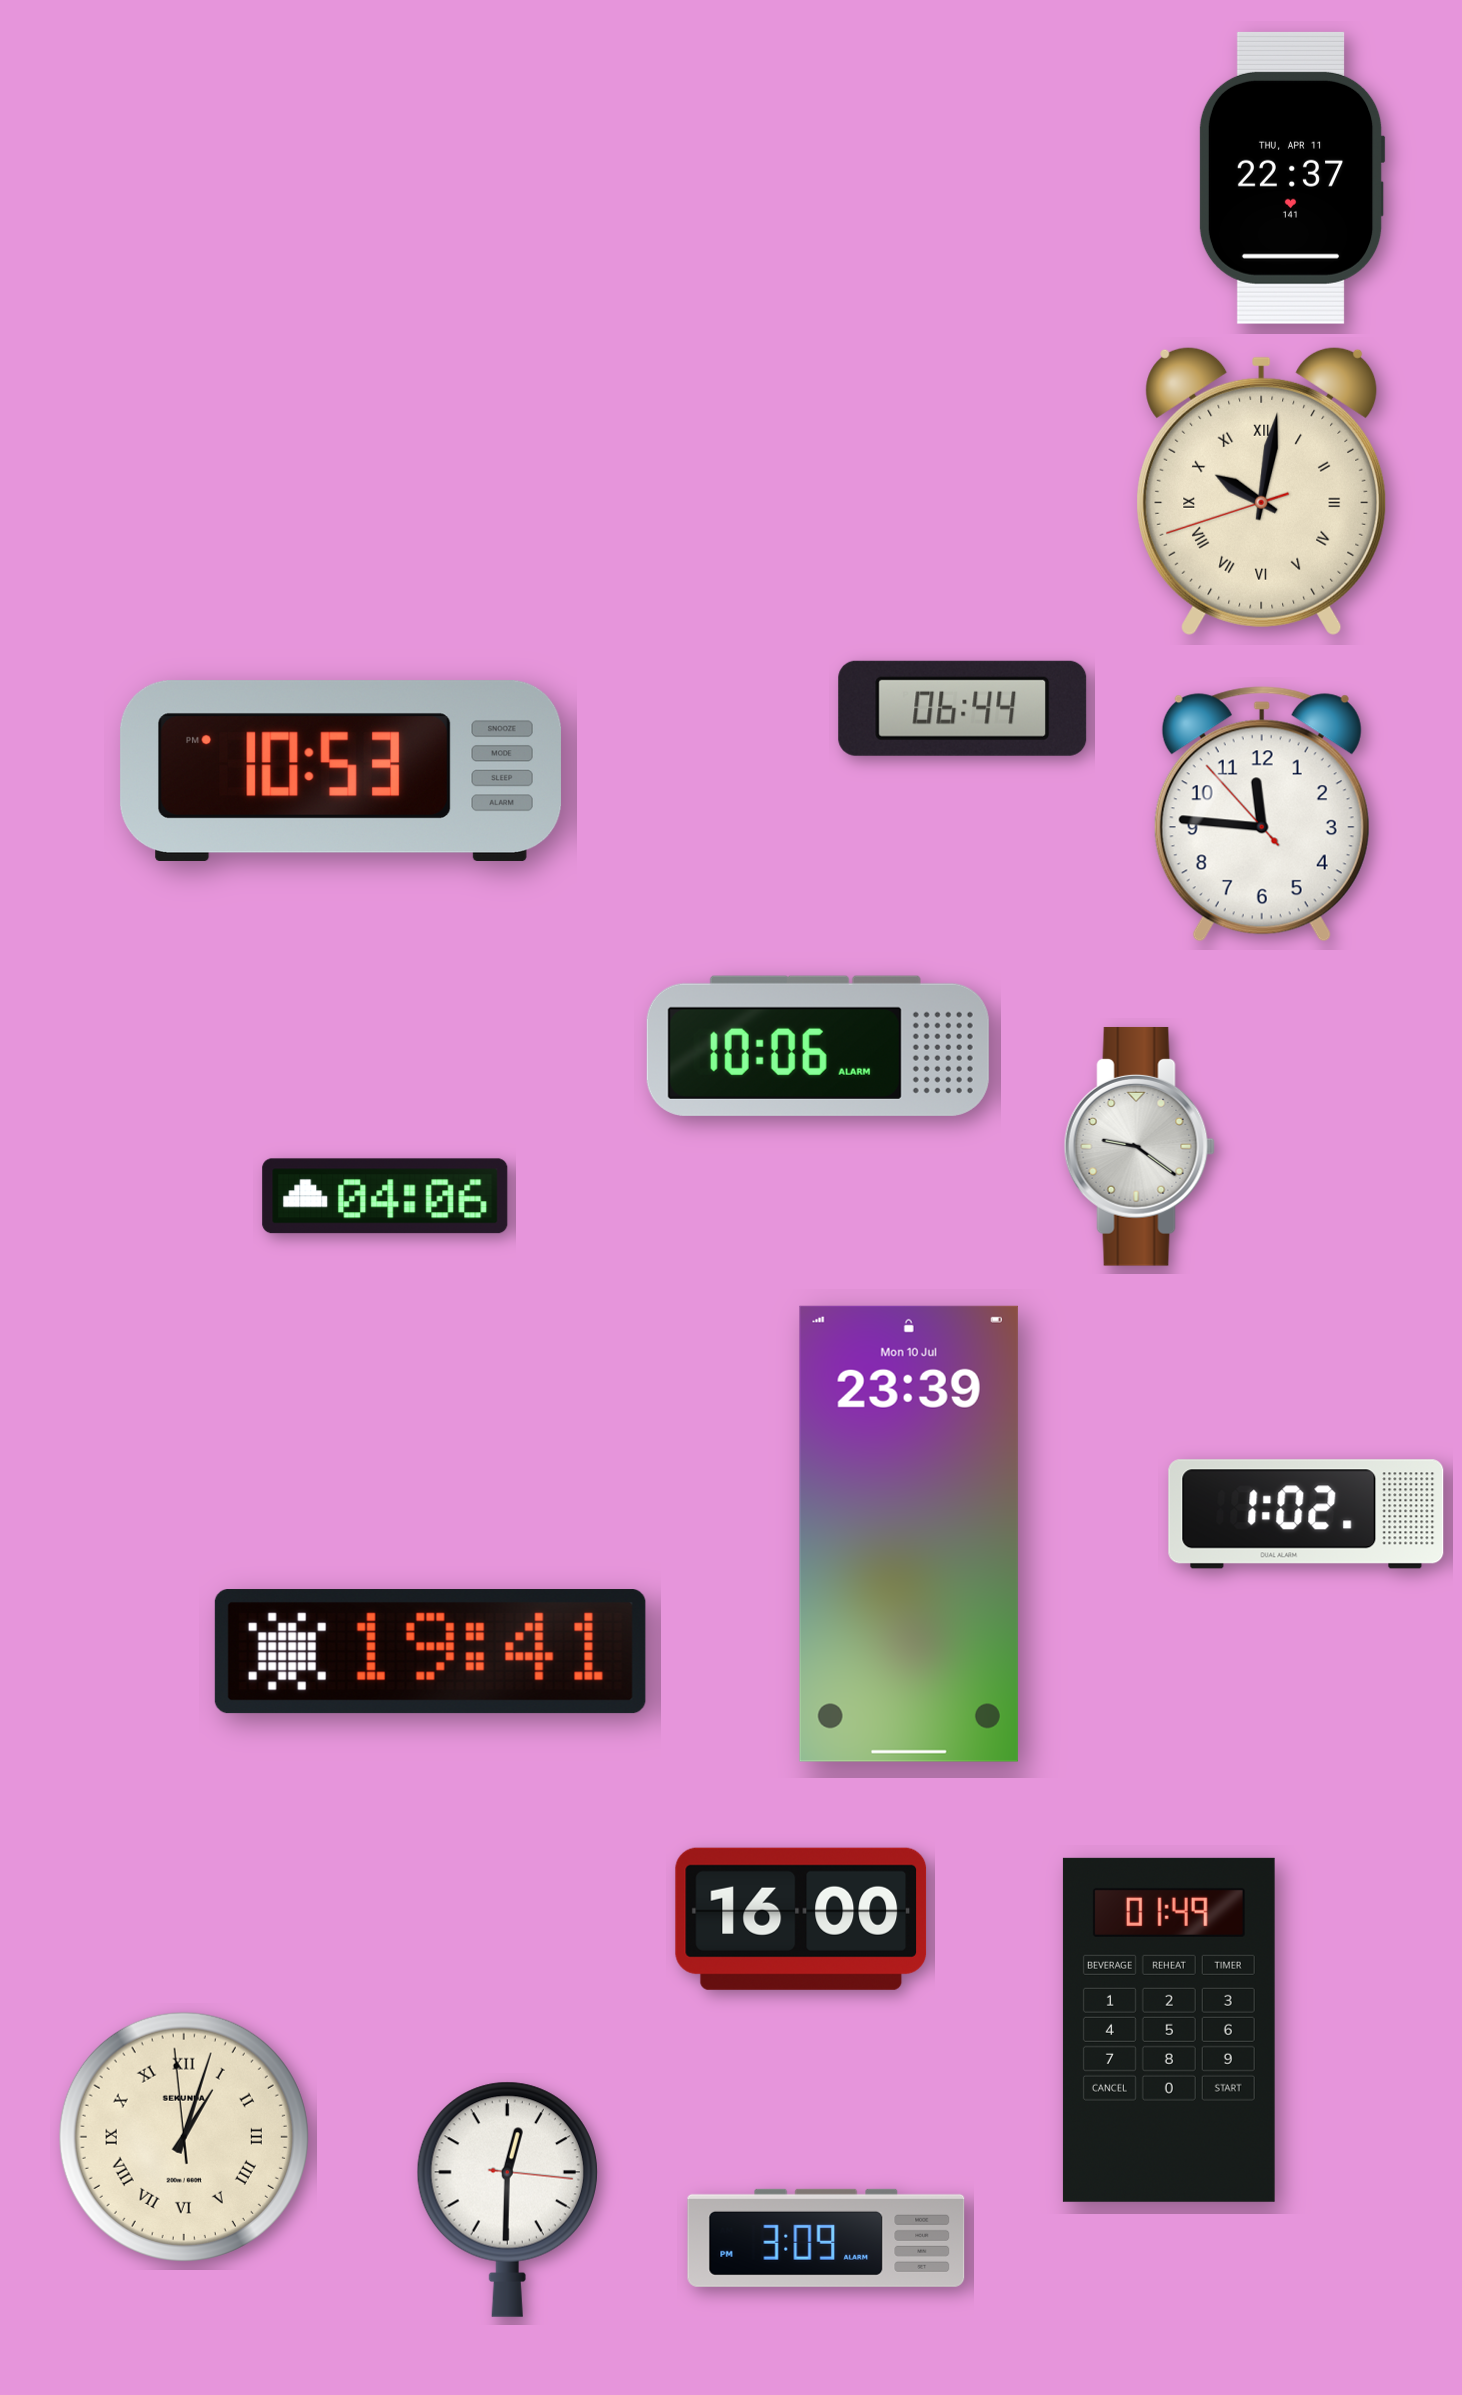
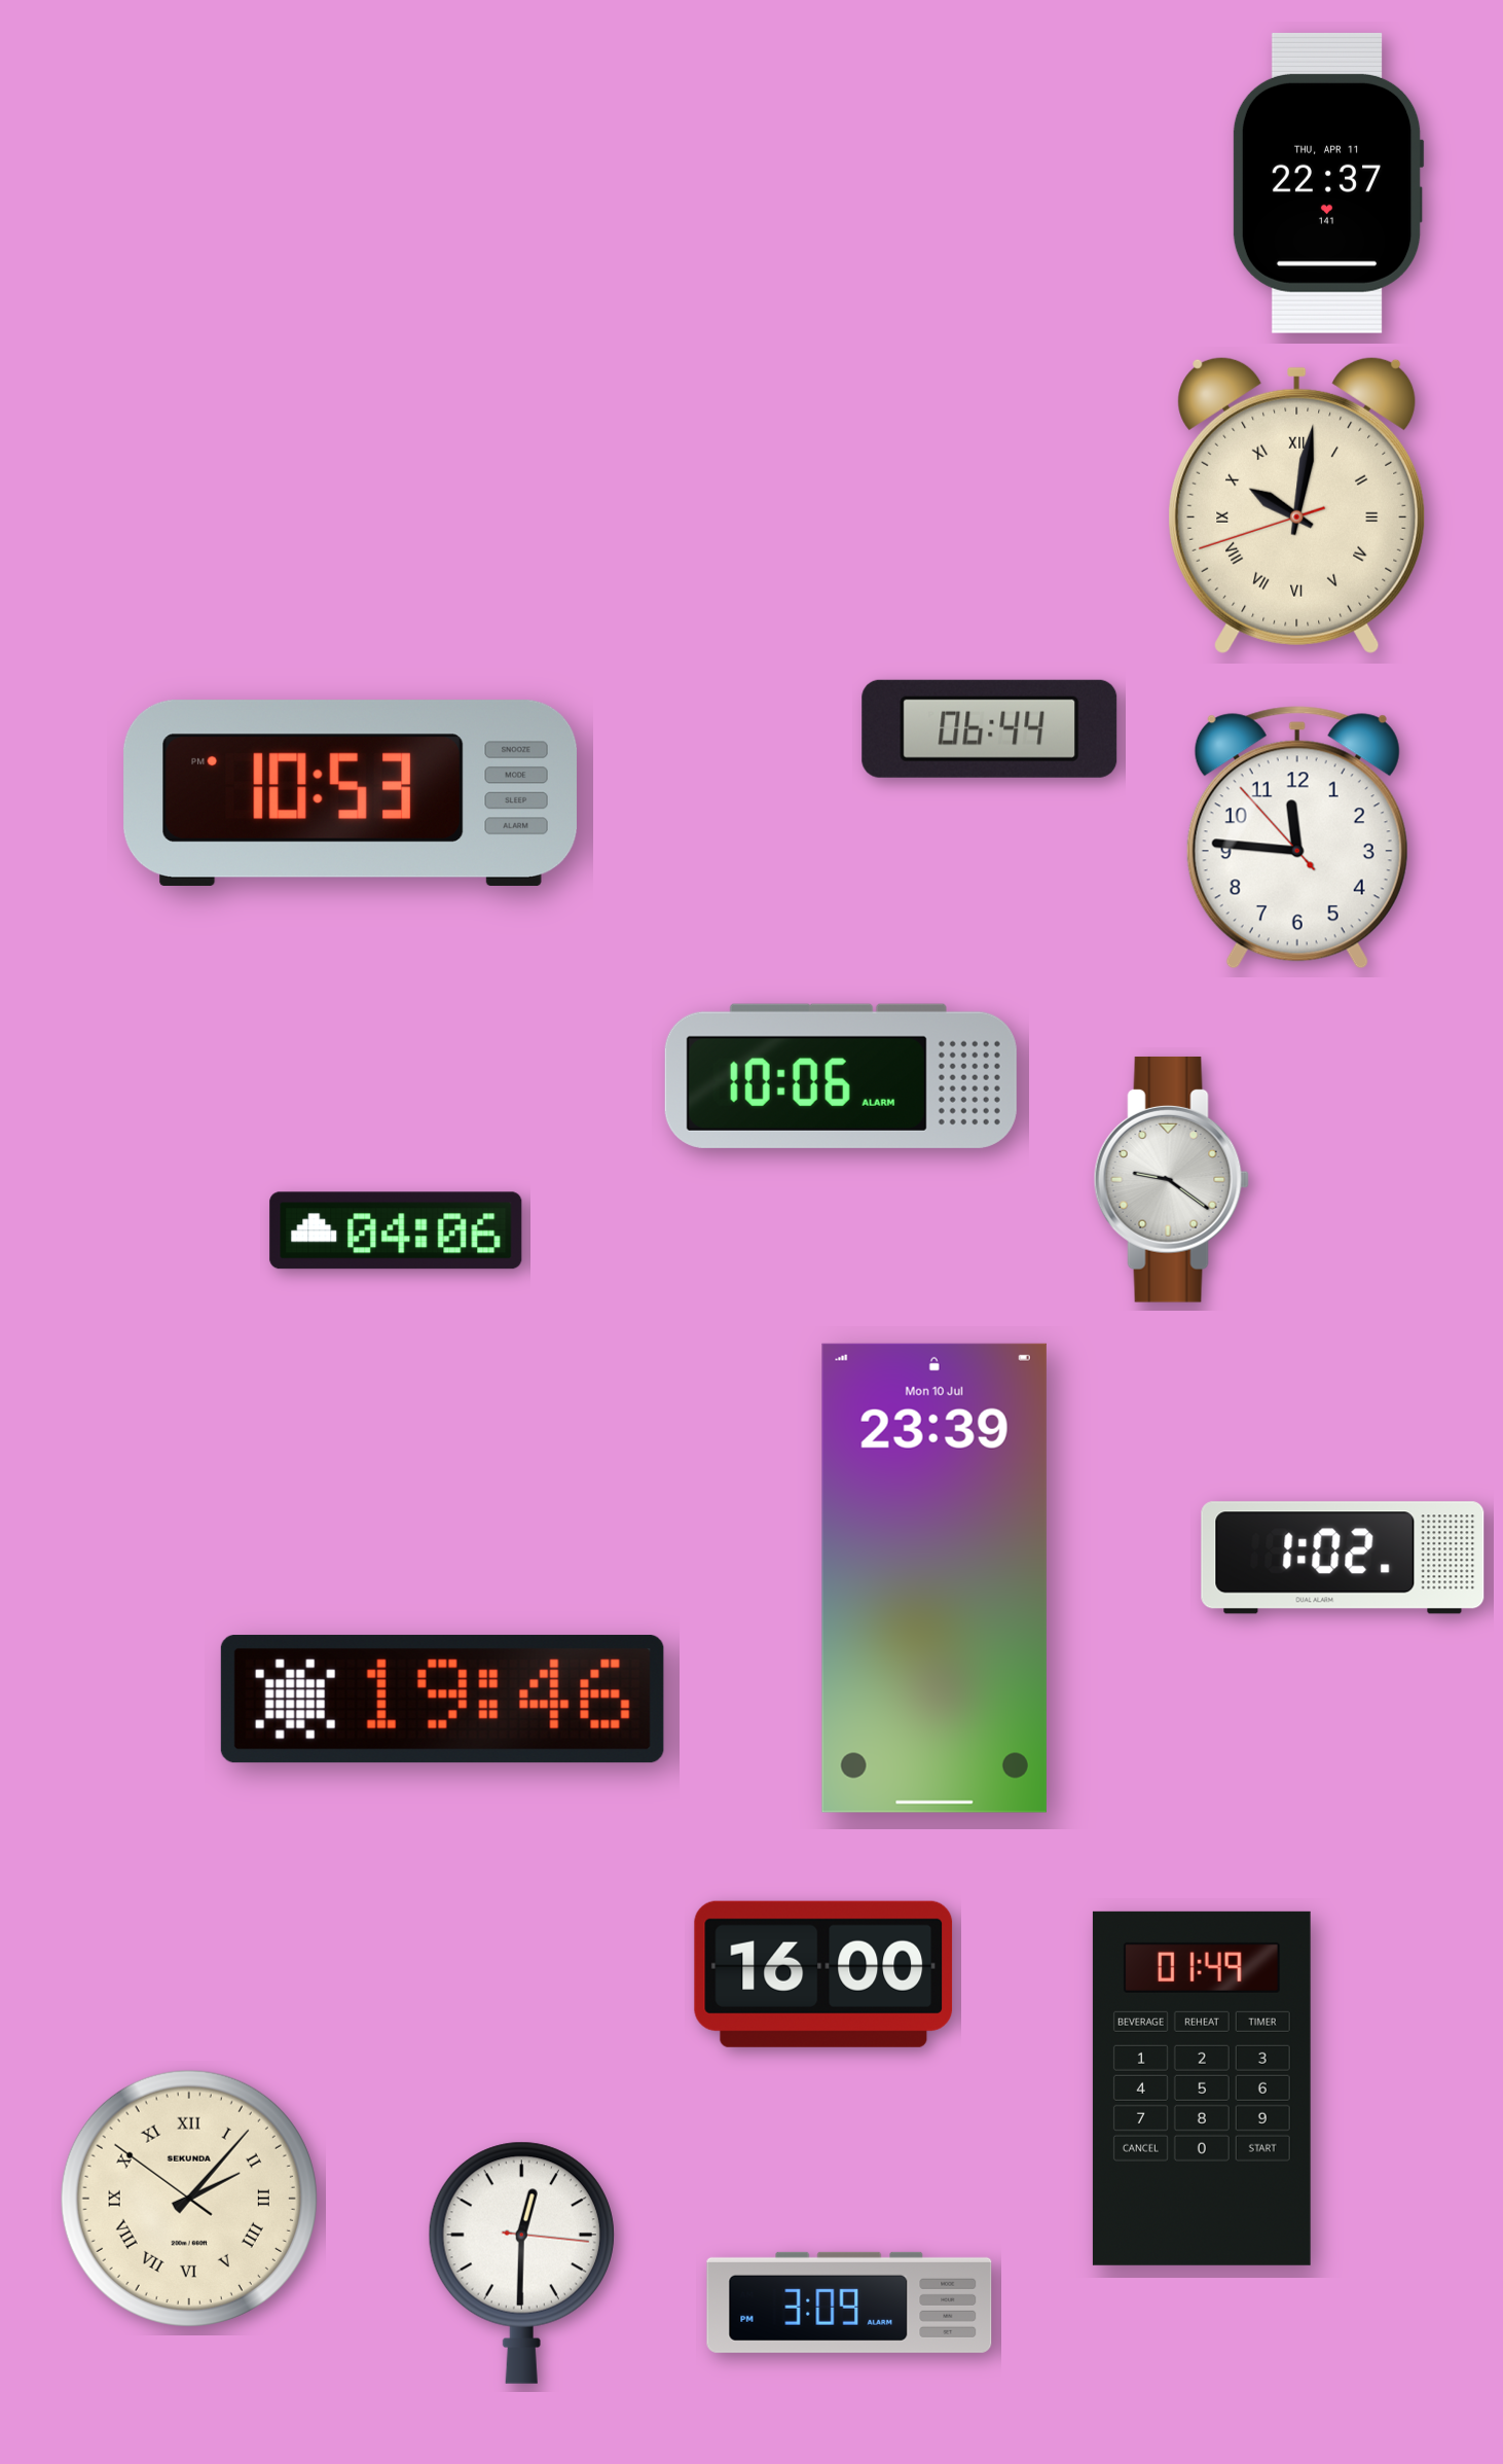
clock at (430, 1652): 19:41 -> 19:46
clock at (184, 2137): 1:02 -> 2:06
